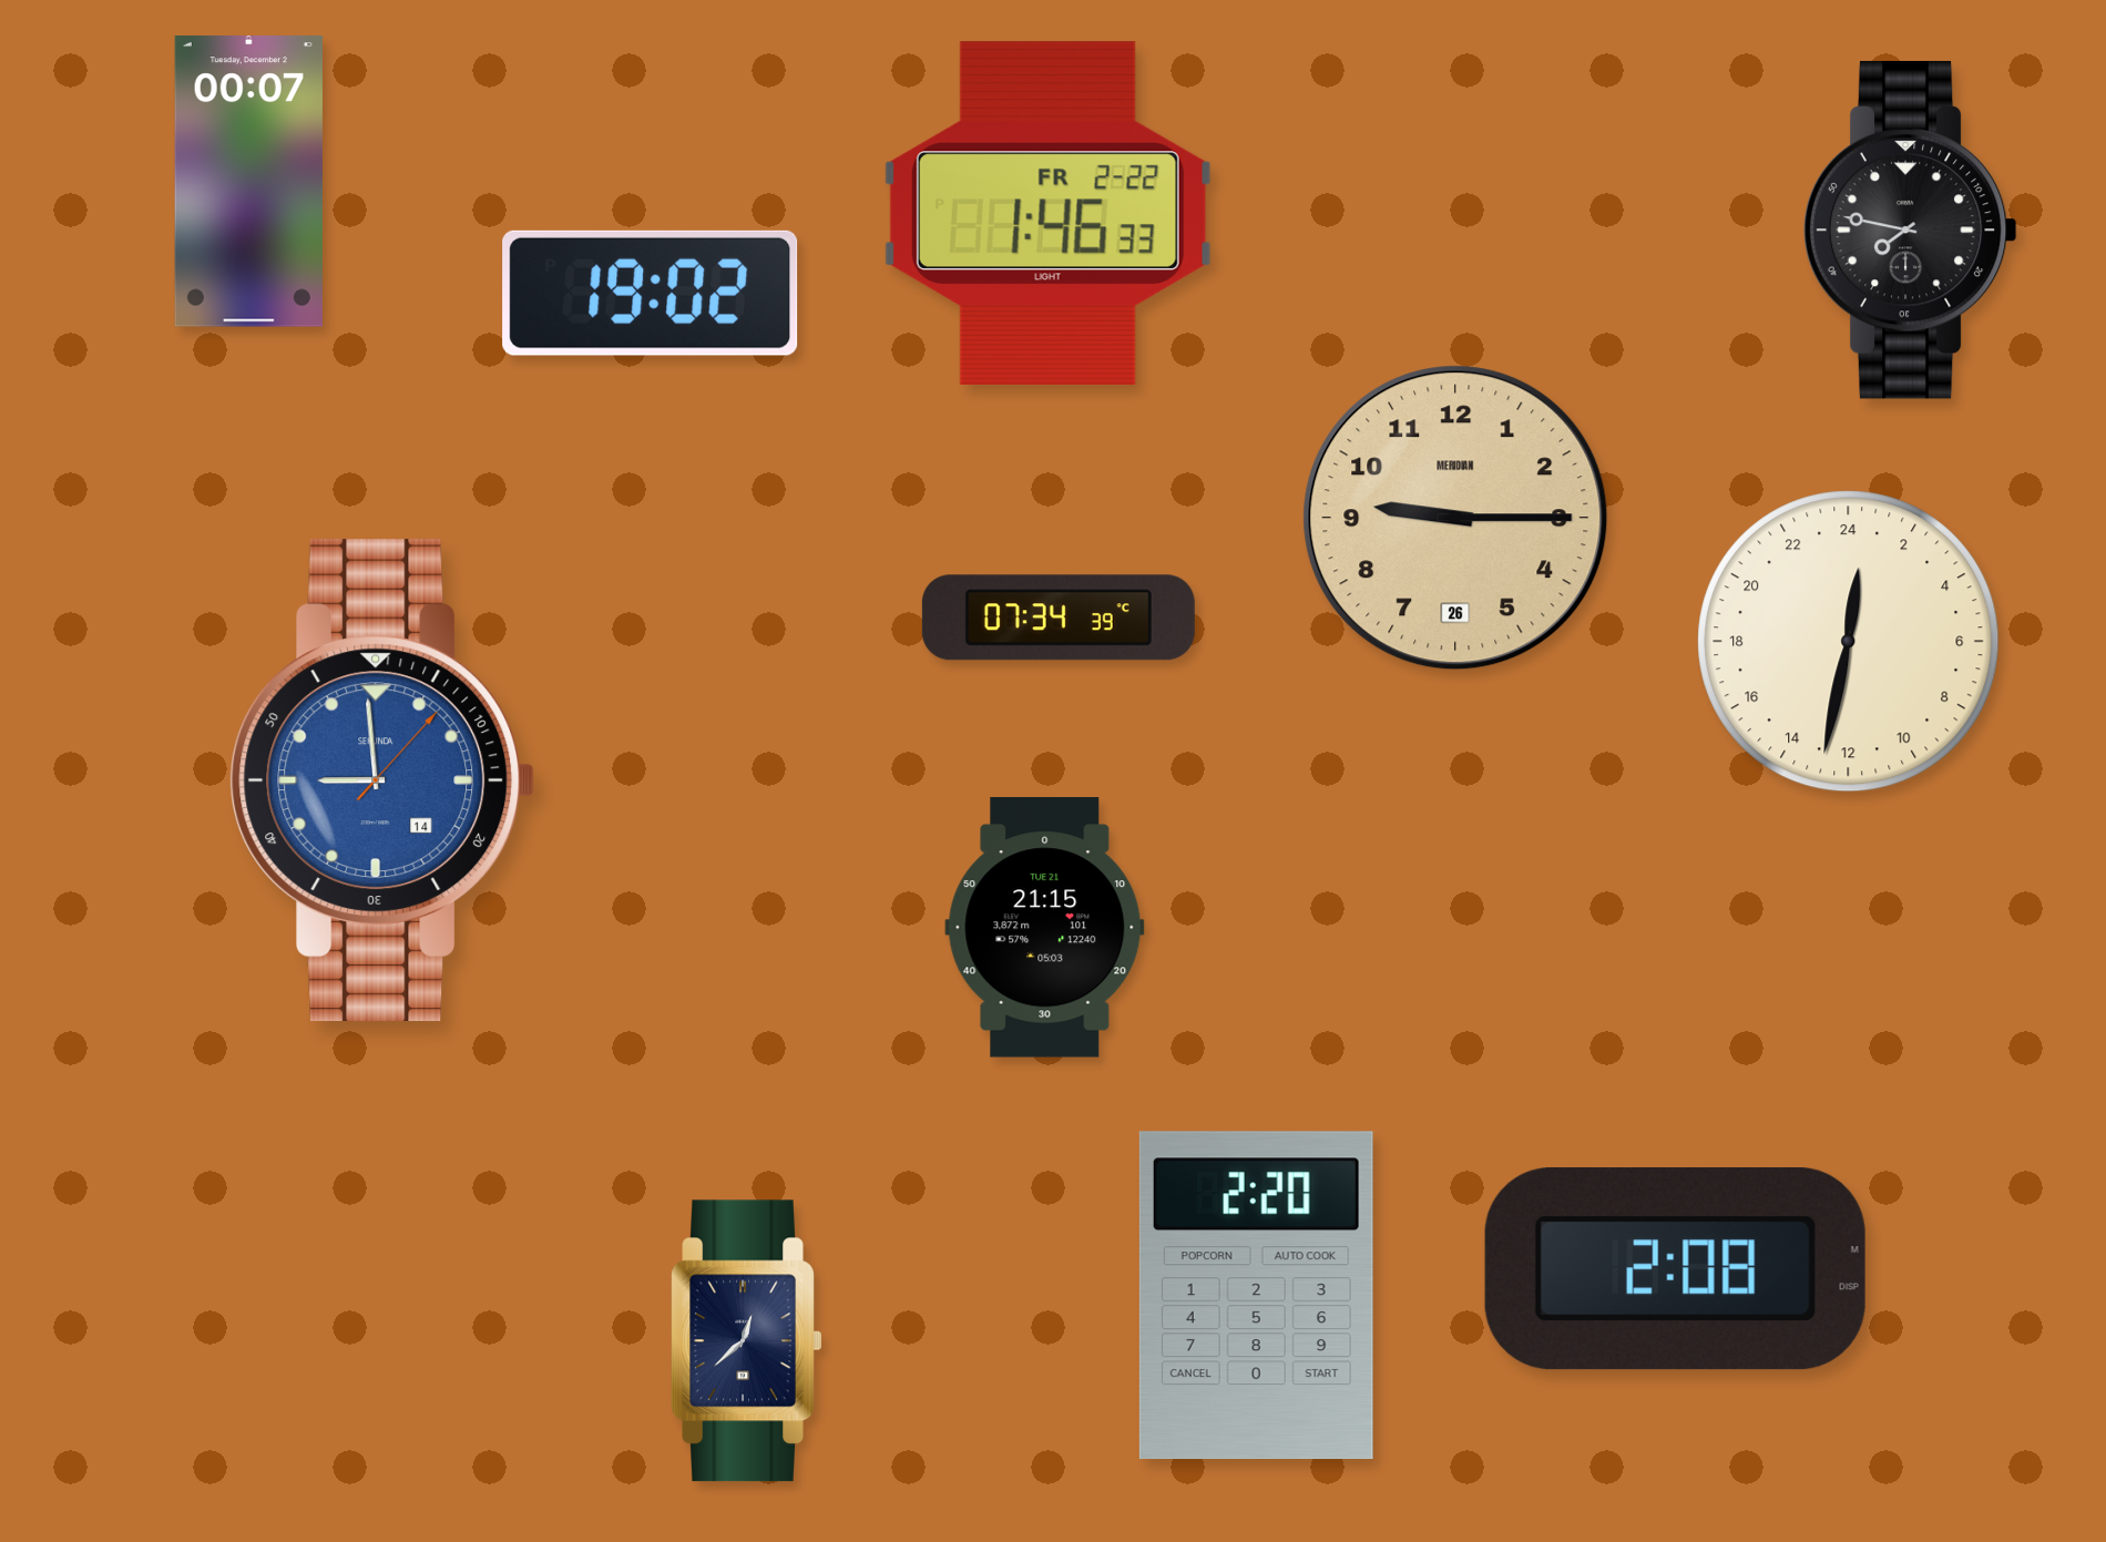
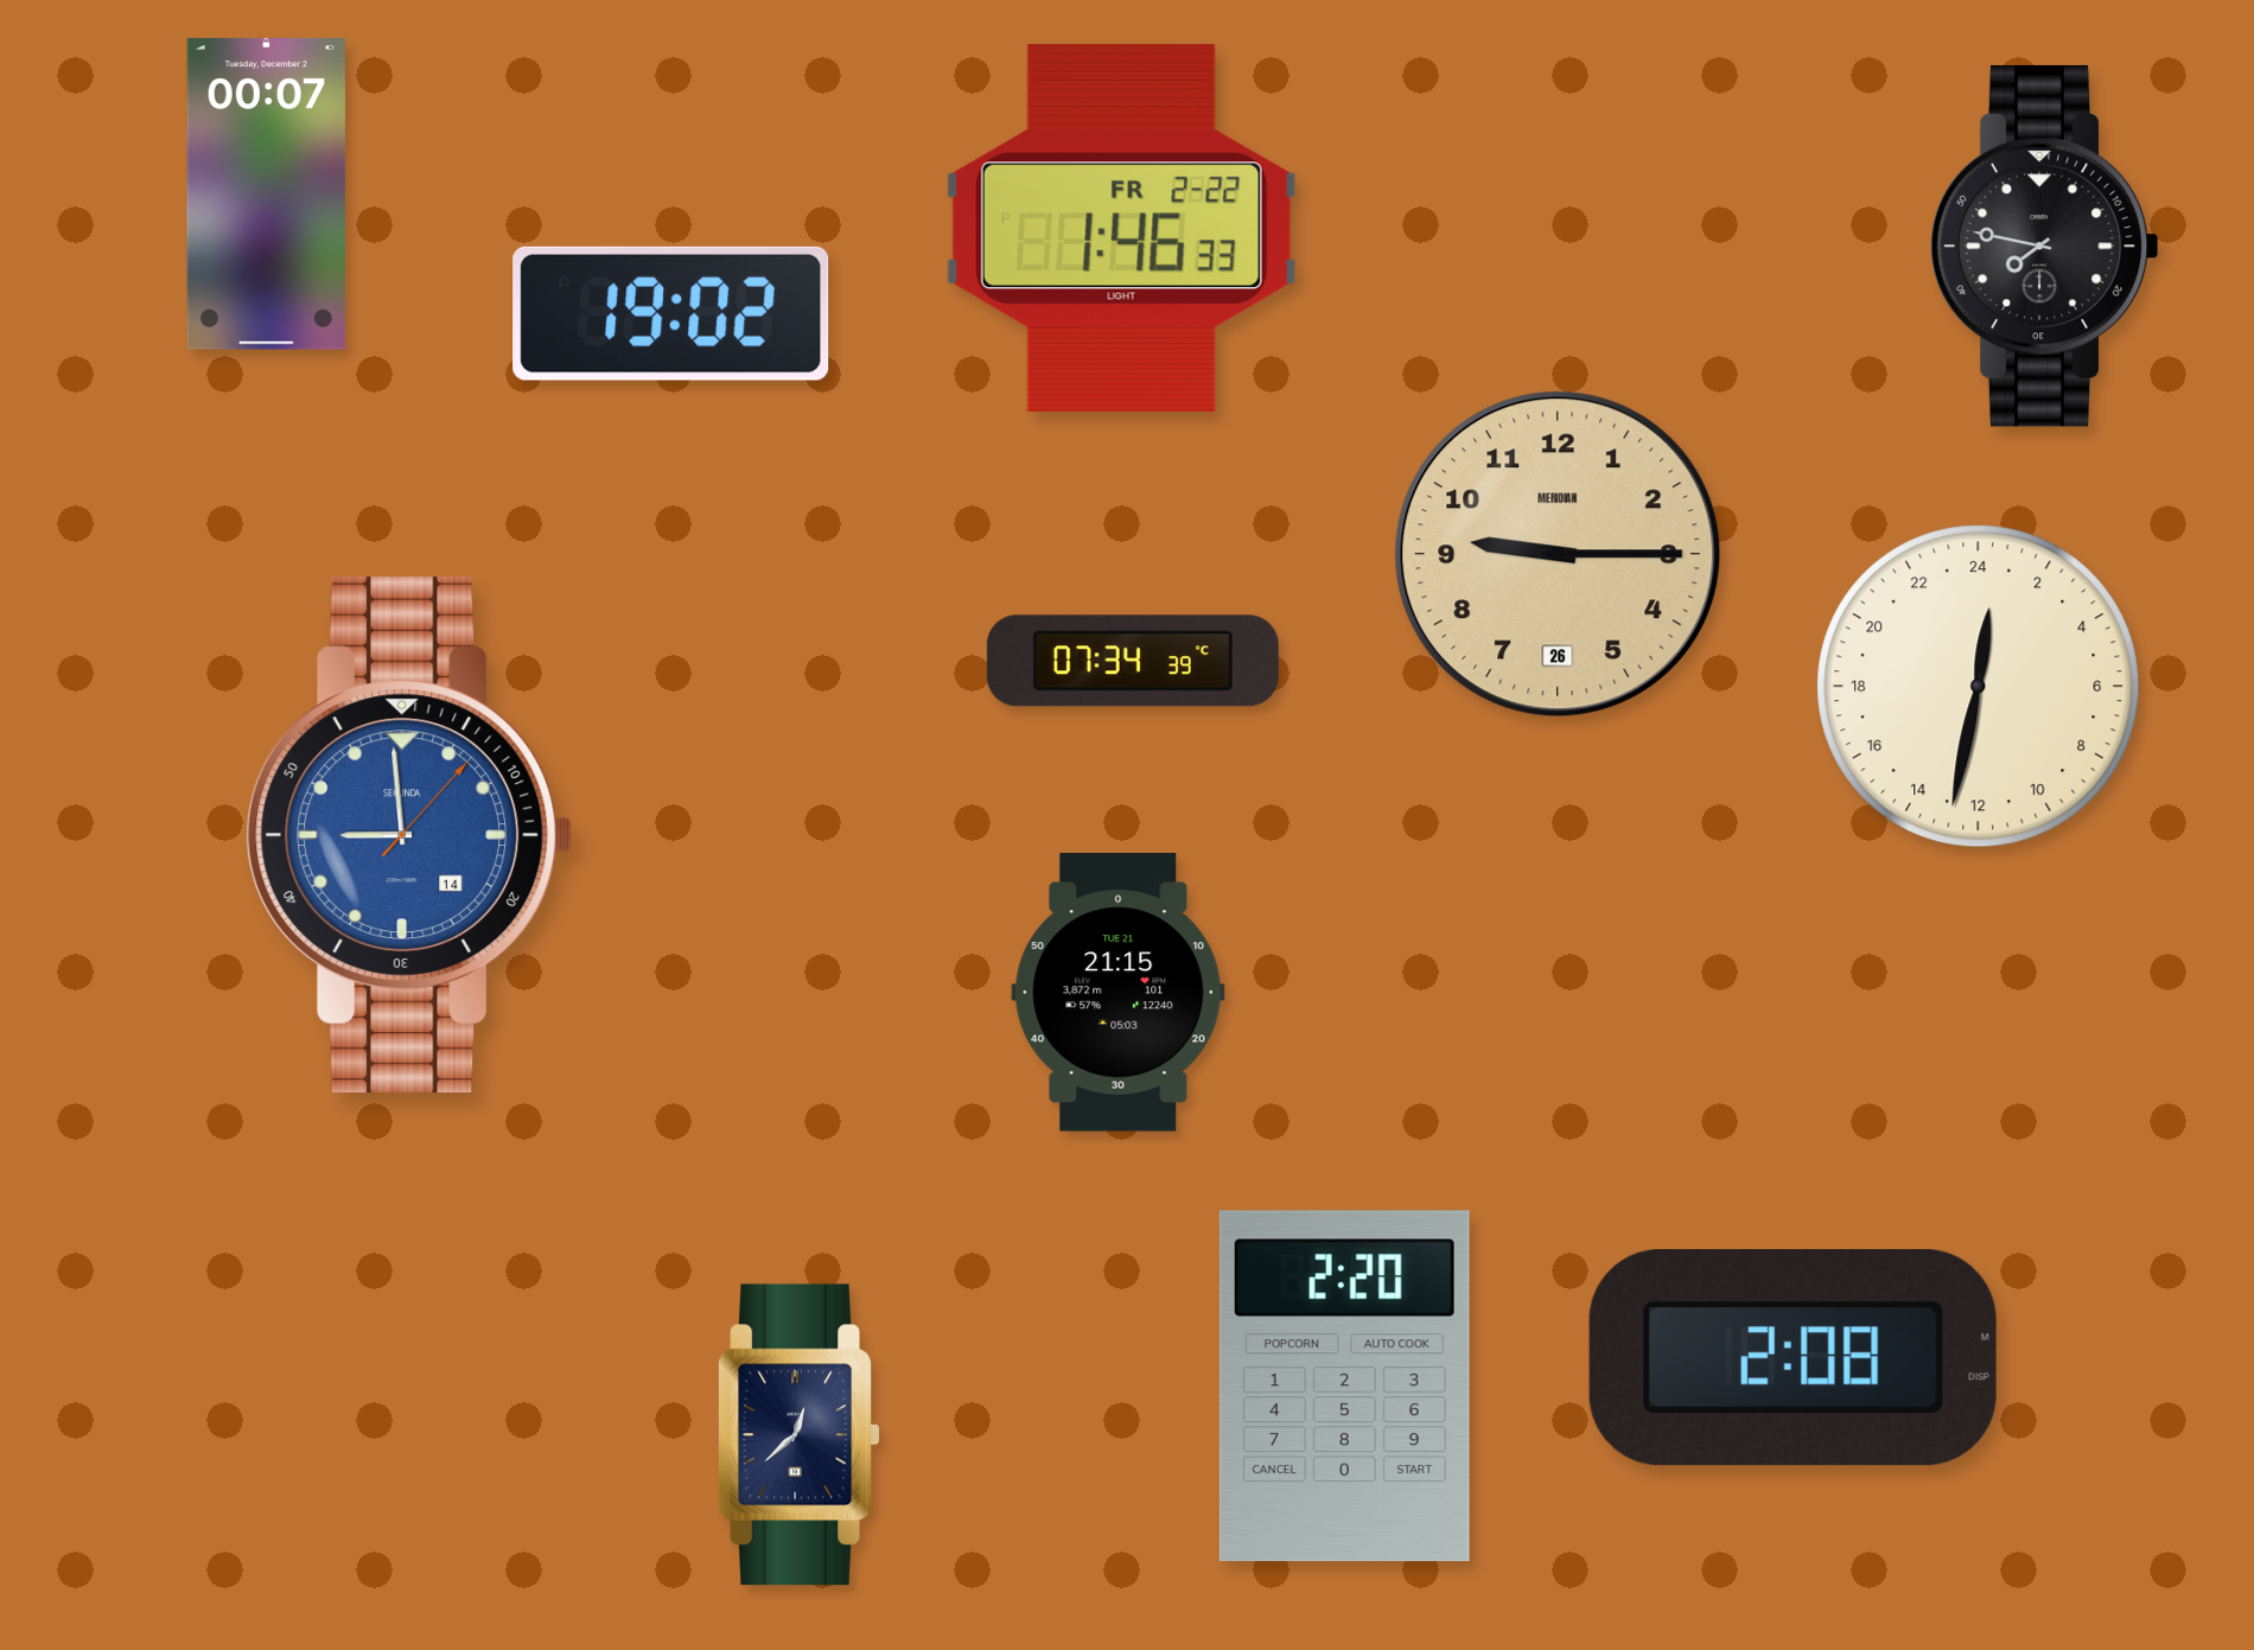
clock at (651, 293) position: (651, 293) -> (671, 313)
